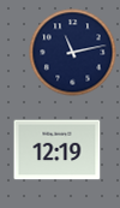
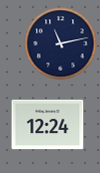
clock at (58, 150): 12:19 -> 12:24
